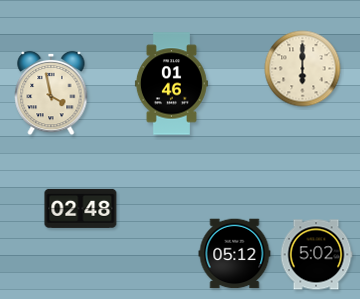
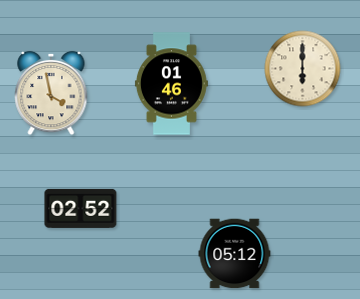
clock at (81, 208): 02:48 -> 02:52
clock at (316, 255): 5:02 -> none
